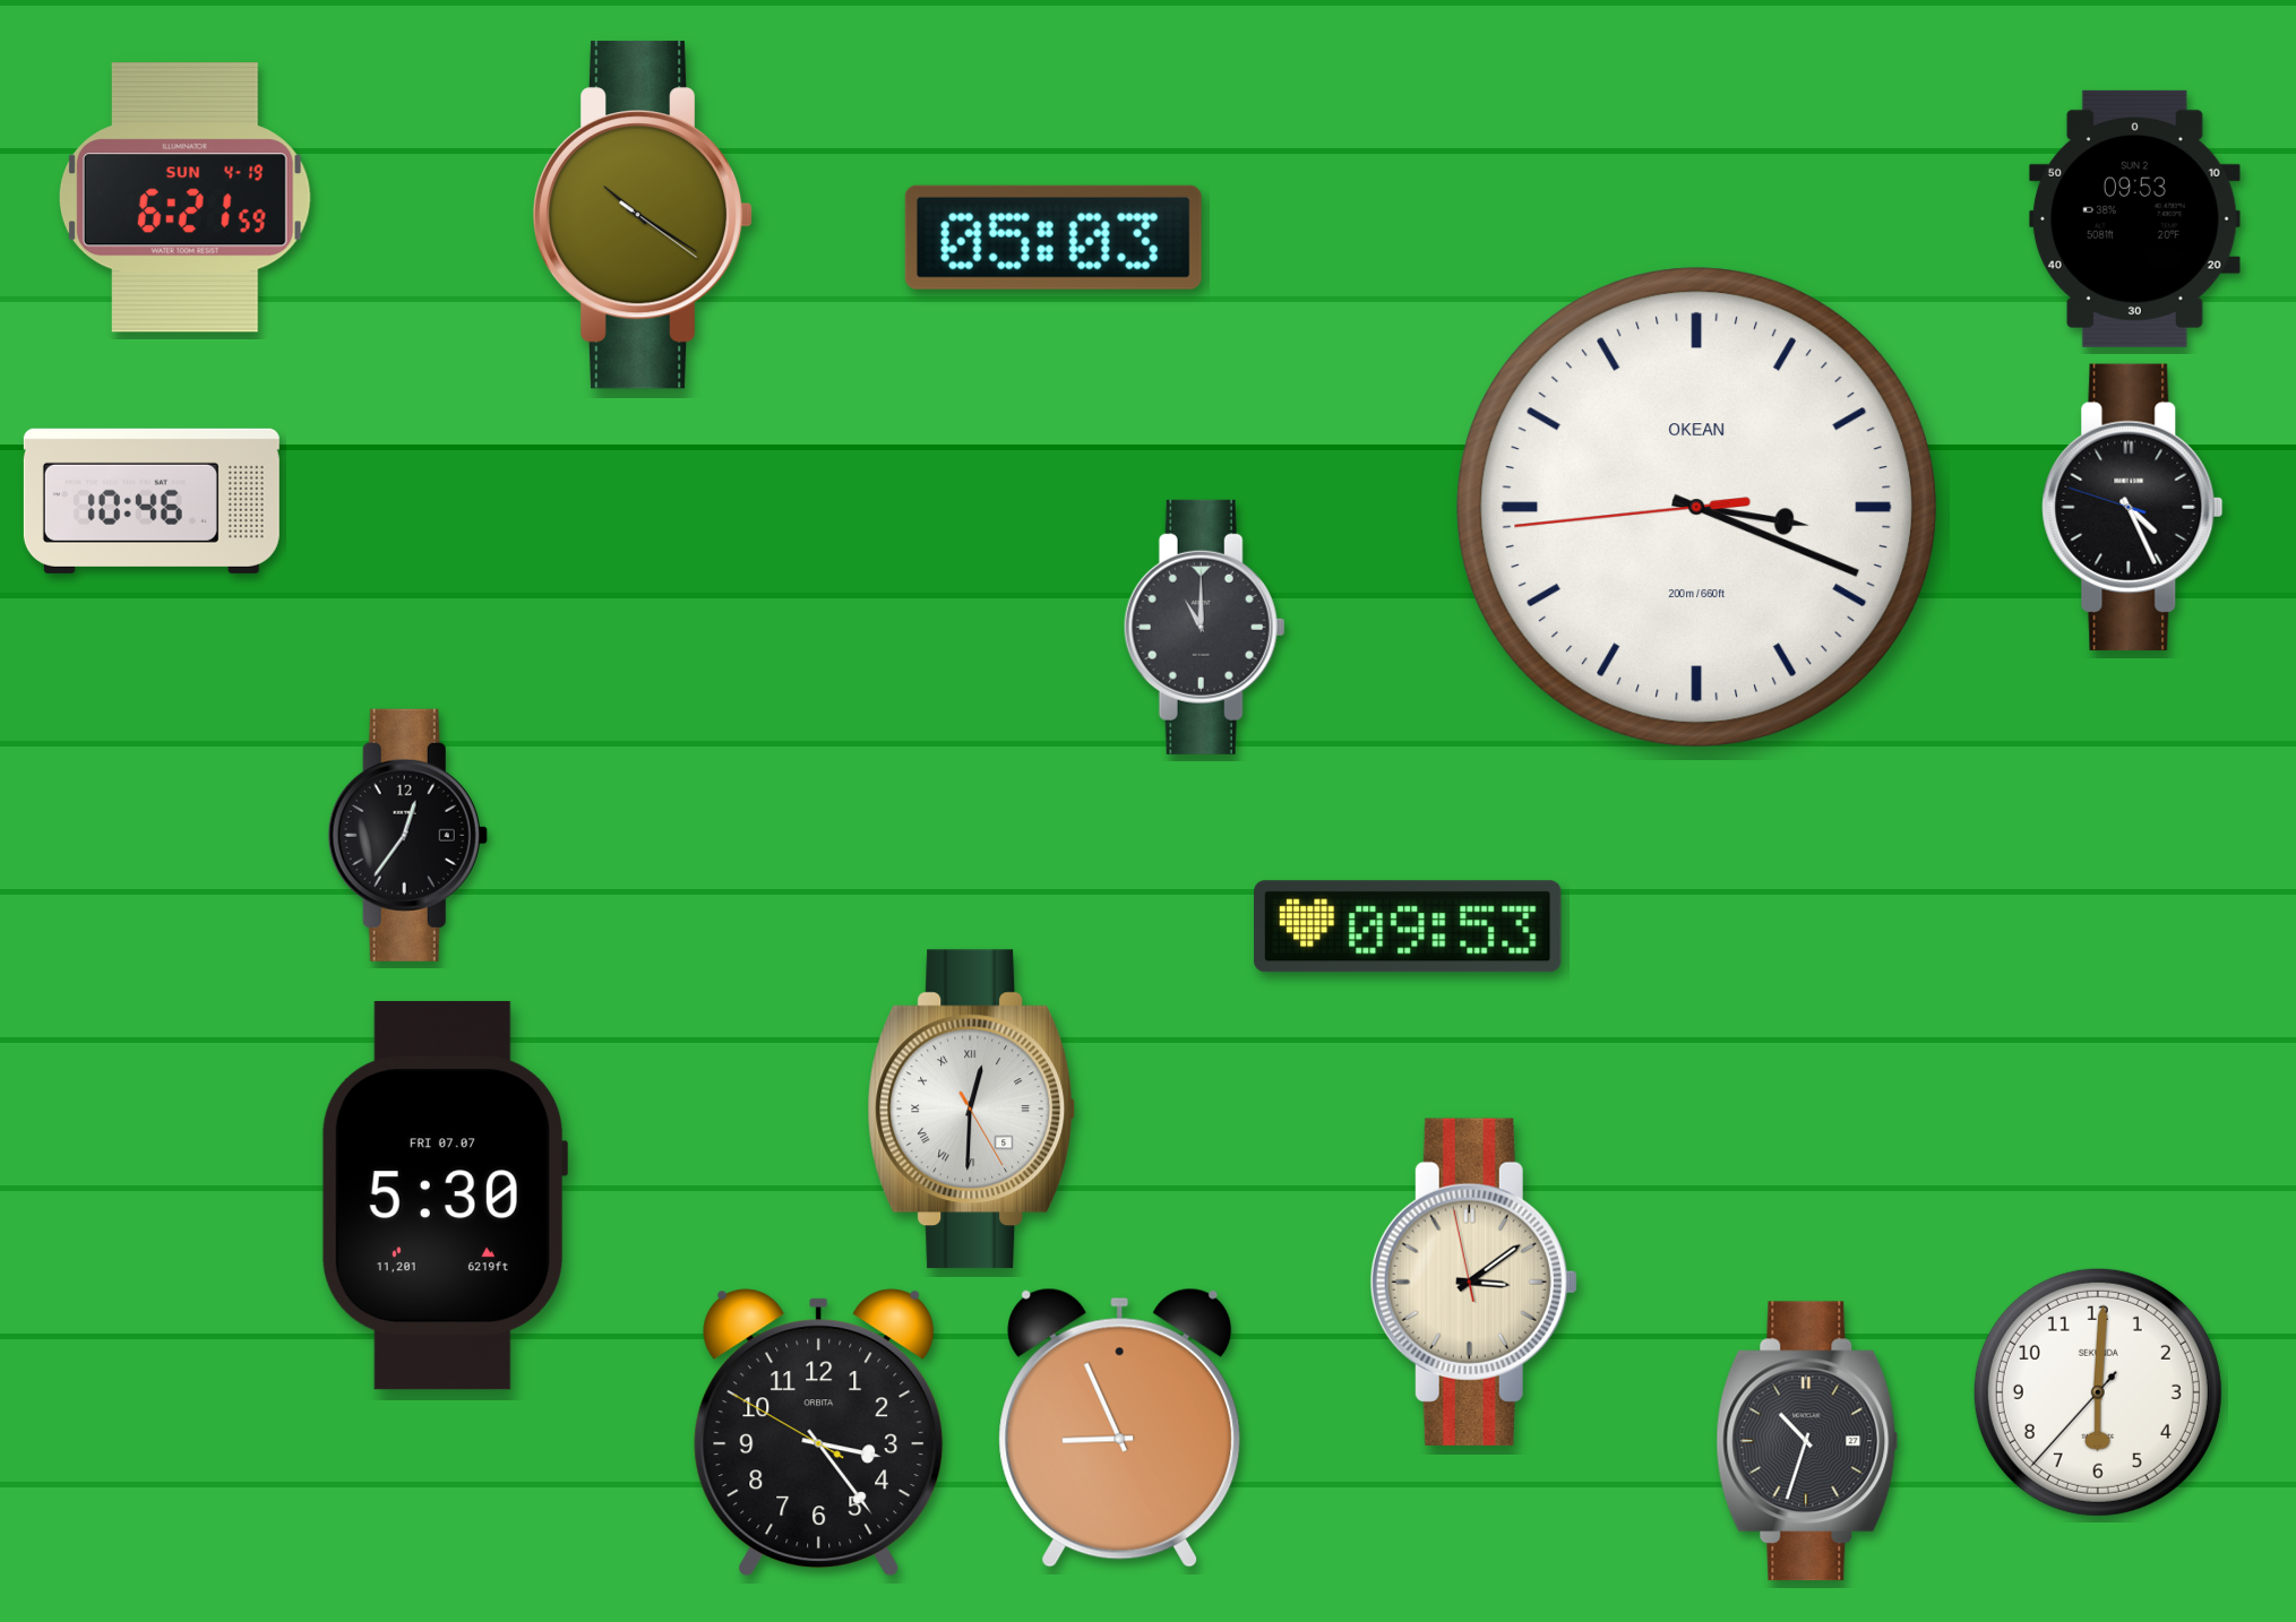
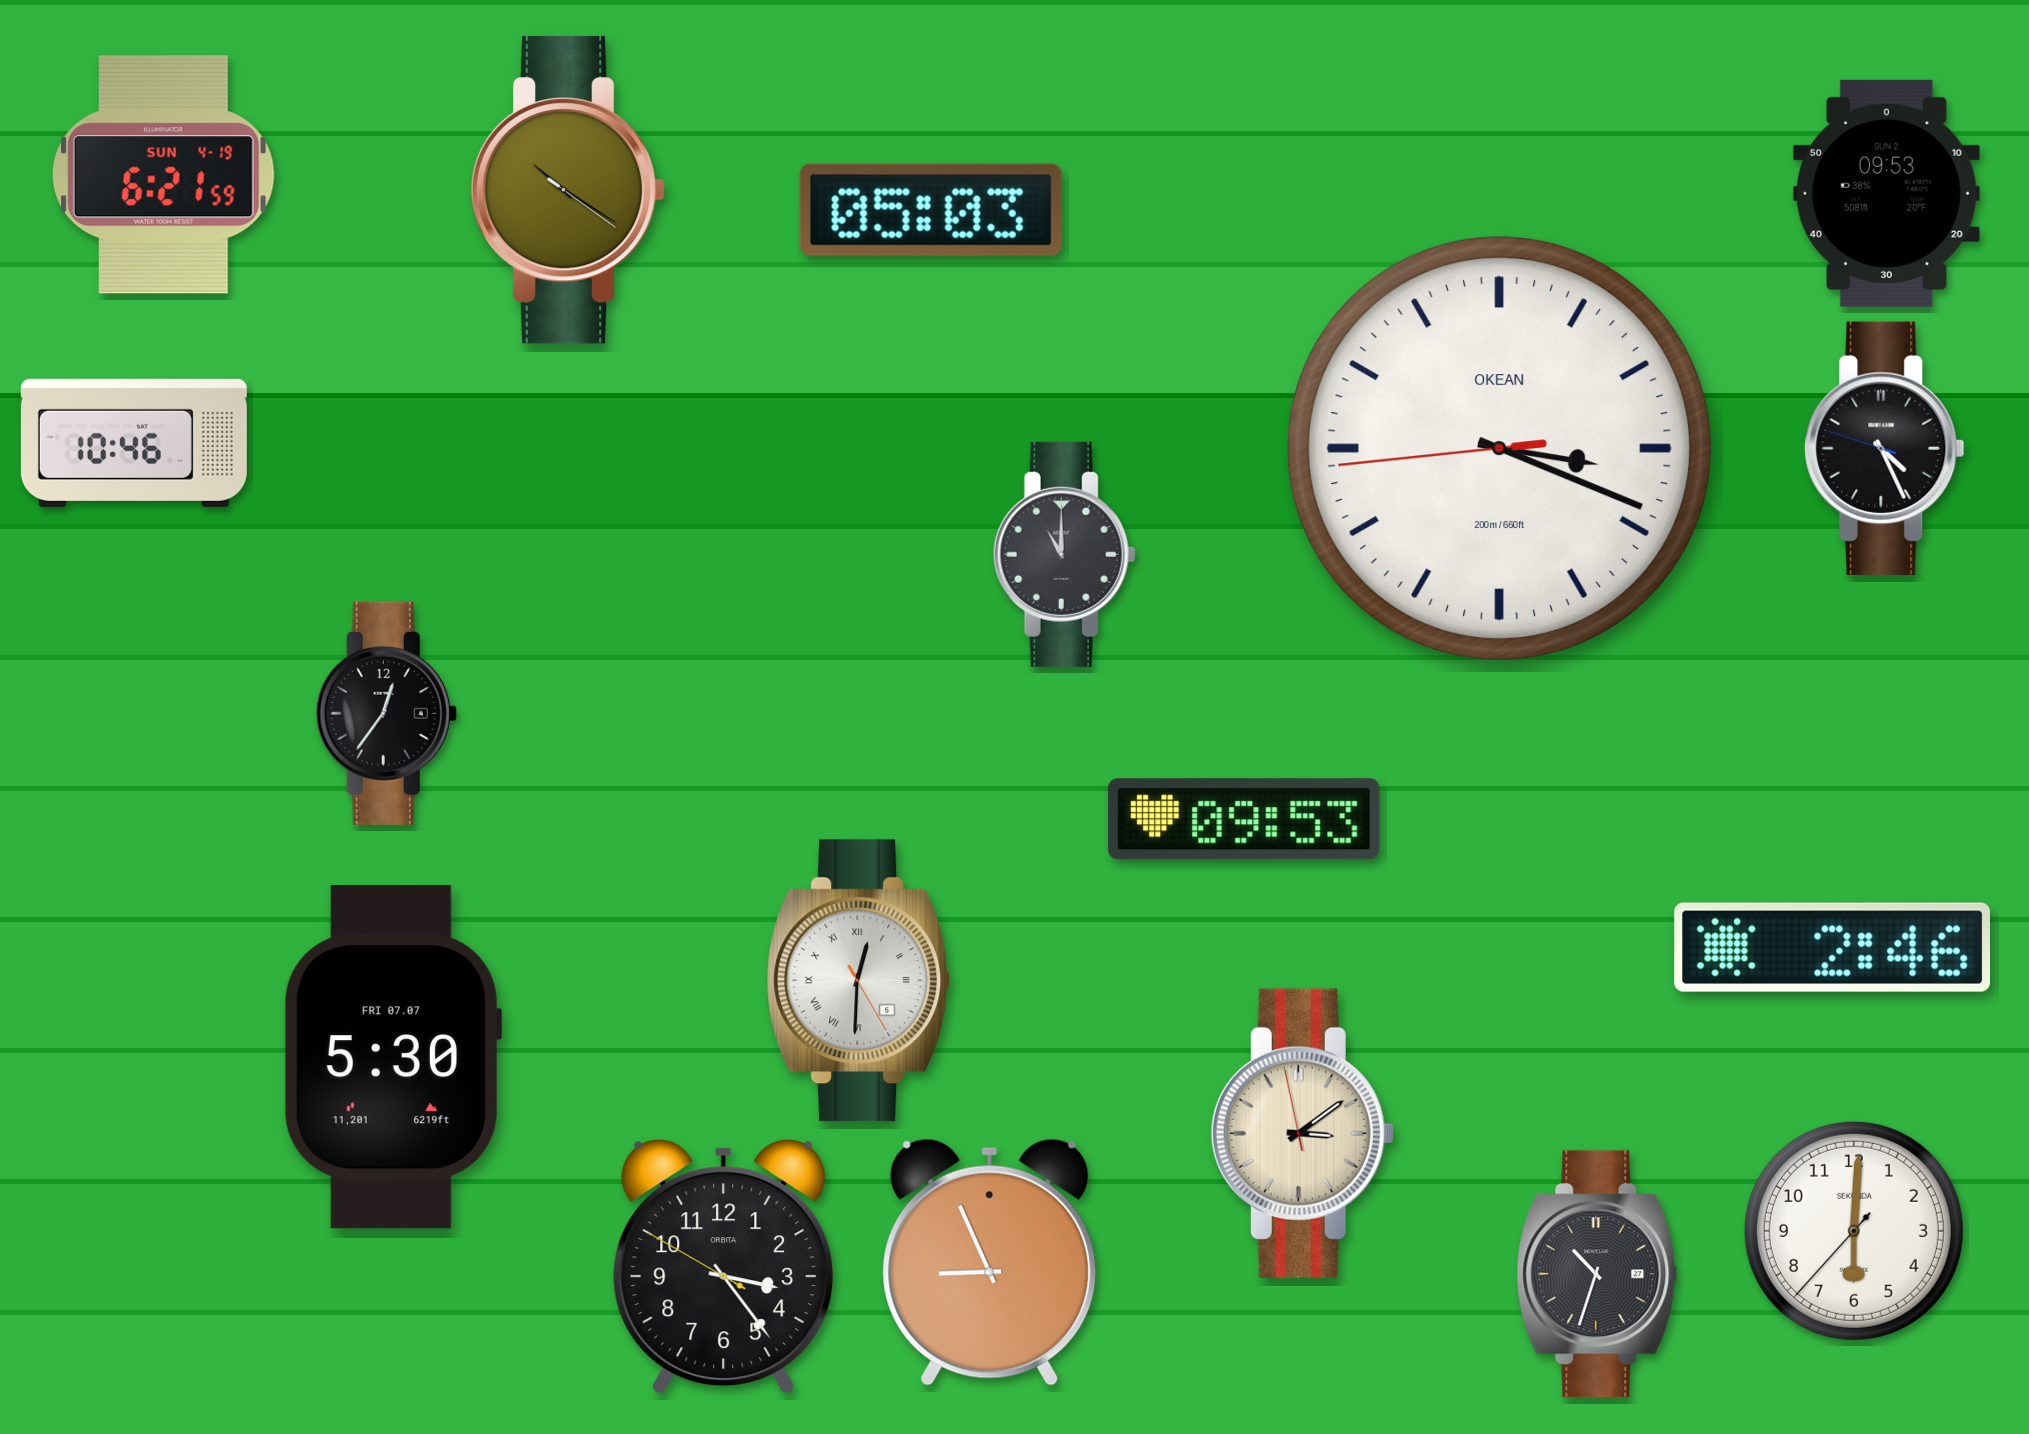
clock at (407, 835) position: (407, 835) -> (386, 713)
clock at (1832, 947): none -> 2:46
